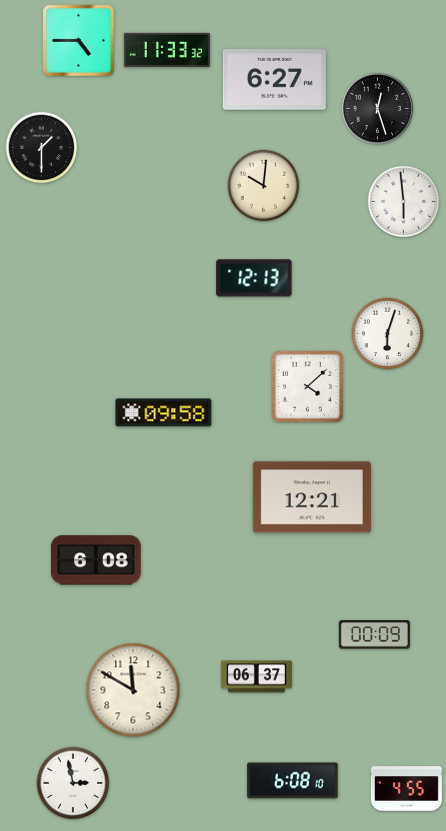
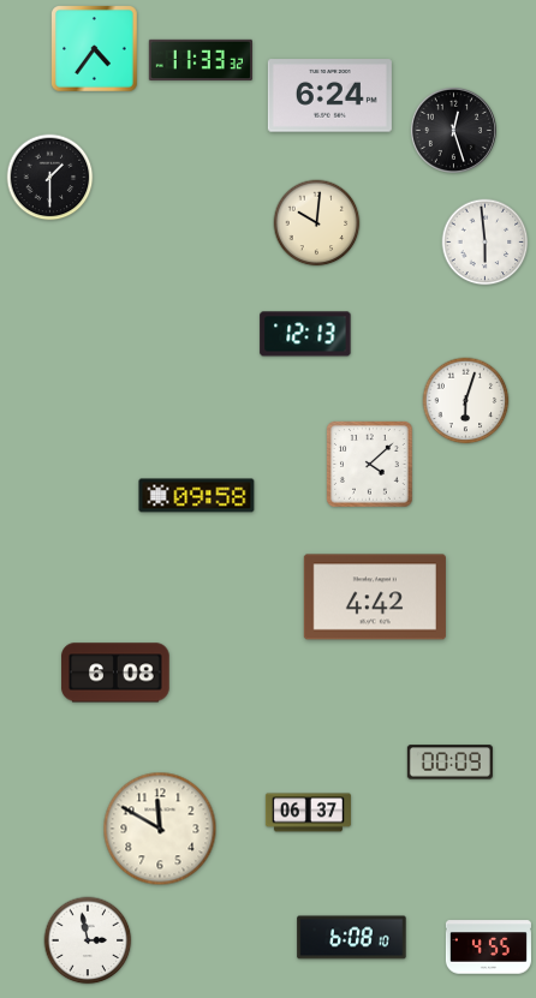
clock at (79, 41): 4:45 -> 4:36
clock at (274, 80): 6:27 -> 6:24
clock at (312, 497): 12:21 -> 4:42
